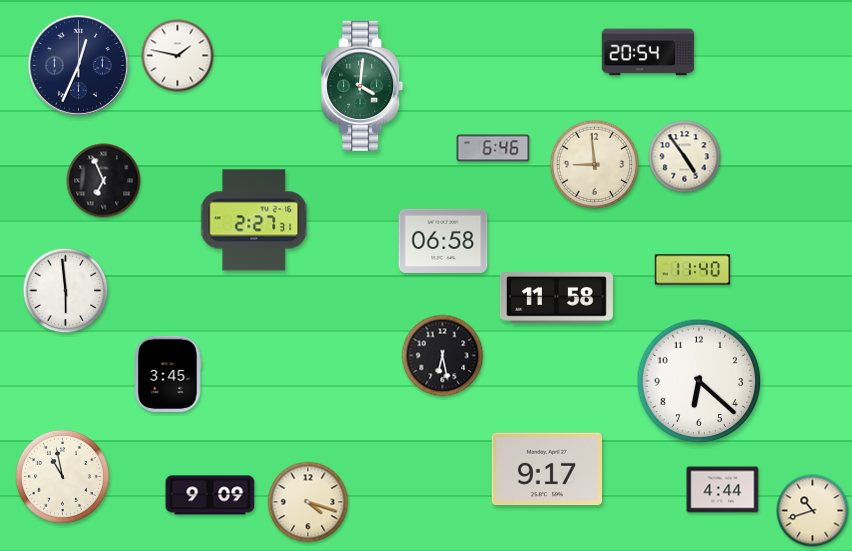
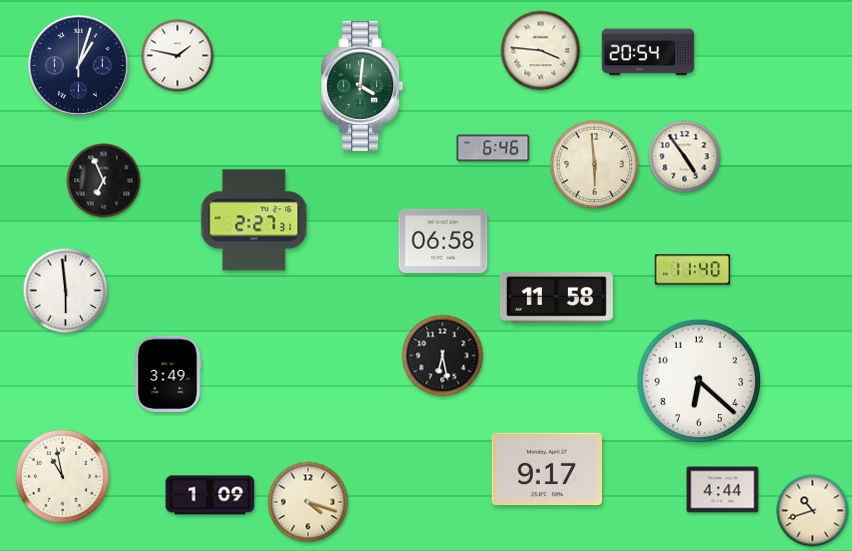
clock at (541, 51): none -> 3:46
clock at (78, 65): 12:34 -> 1:03
clock at (595, 165): 8:59 -> 5:59
clock at (168, 373): 3:45 -> 3:49
clock at (210, 495): 9:09 -> 1:09
